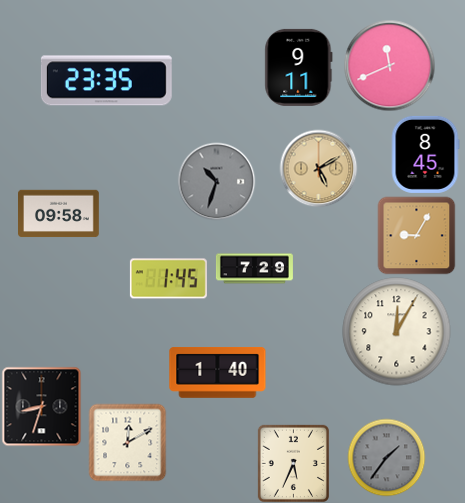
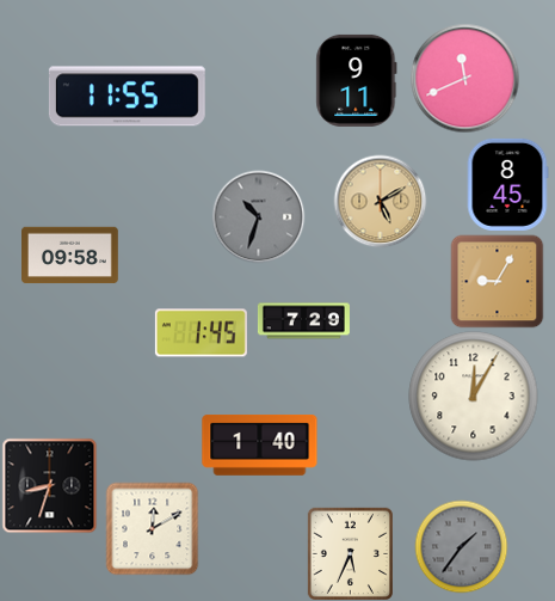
clock at (106, 81): 23:35 -> 11:55
